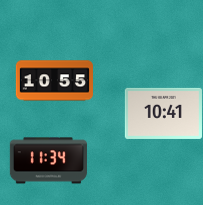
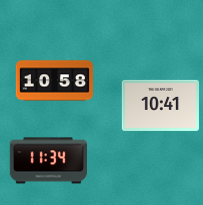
clock at (54, 81): 10:55 -> 10:58
clock at (163, 113) position: (163, 113) -> (160, 105)
